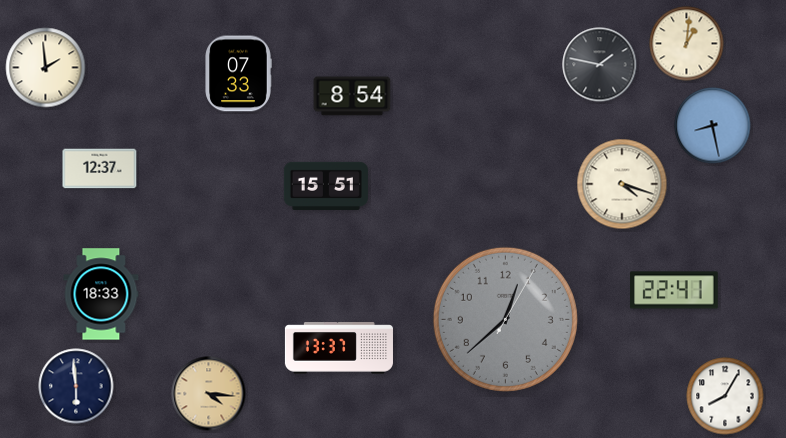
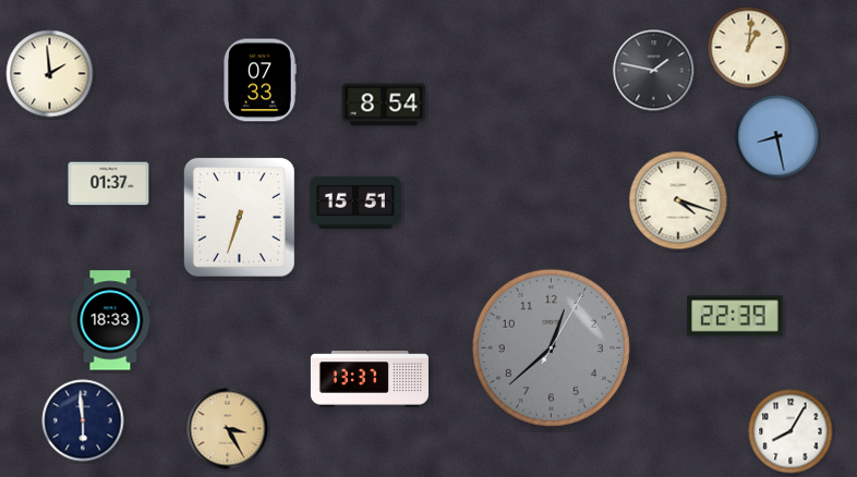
clock at (100, 169): 12:37 -> 01:37
clock at (239, 217): none -> 6:33
clock at (674, 290): 22:41 -> 22:39
clock at (209, 394): 4:16 -> 3:25
